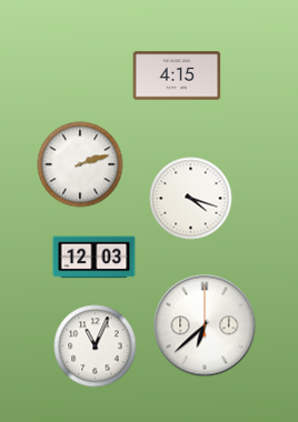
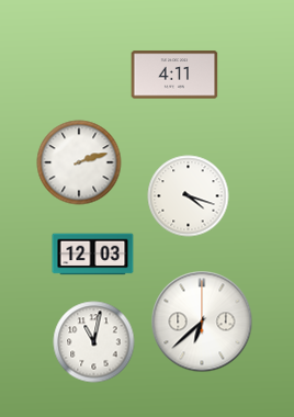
clock at (177, 76): 4:15 -> 4:11
clock at (96, 346): 11:04 -> 11:02
